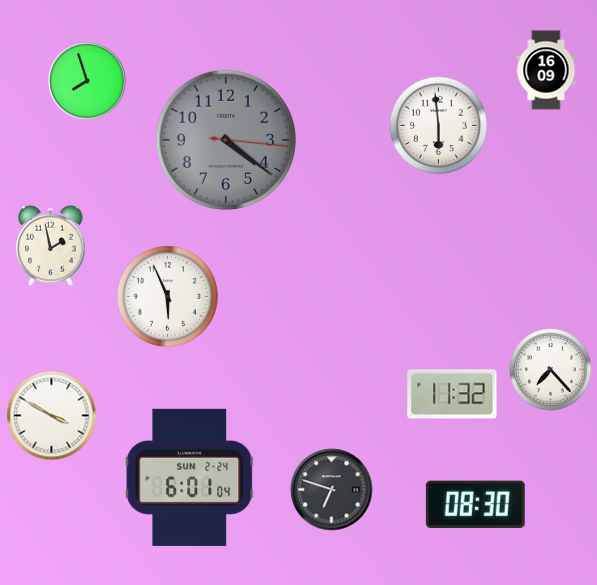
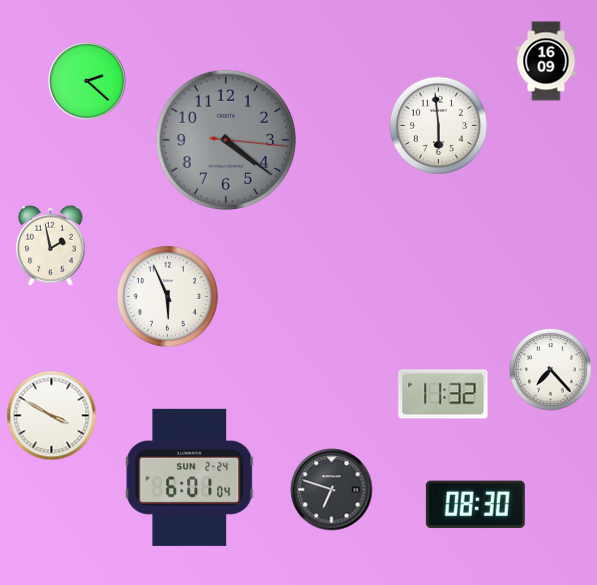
clock at (546, 70) position: (546, 70) -> (546, 61)
clock at (87, 81): 7:57 -> 2:22
clock at (452, 394) position: (452, 394) -> (443, 394)
